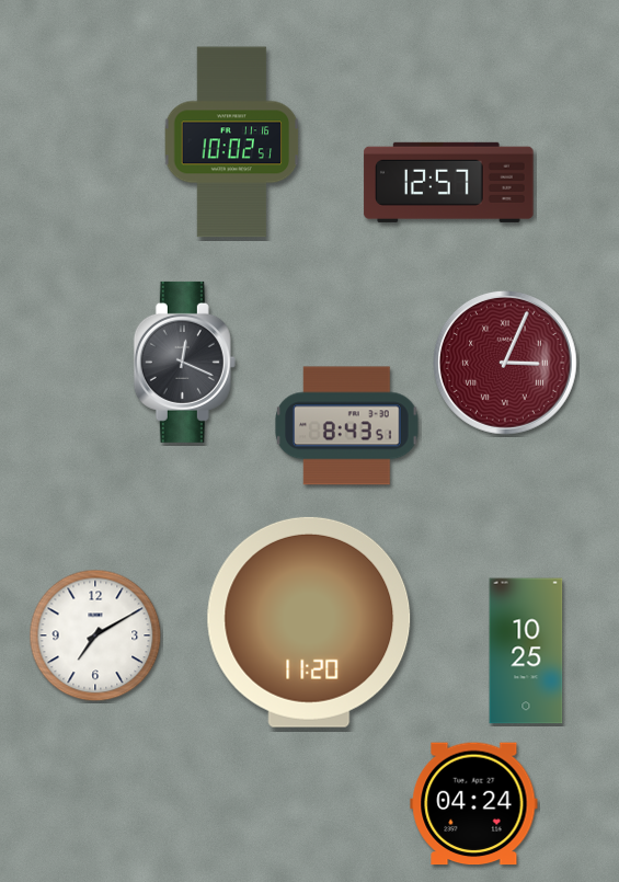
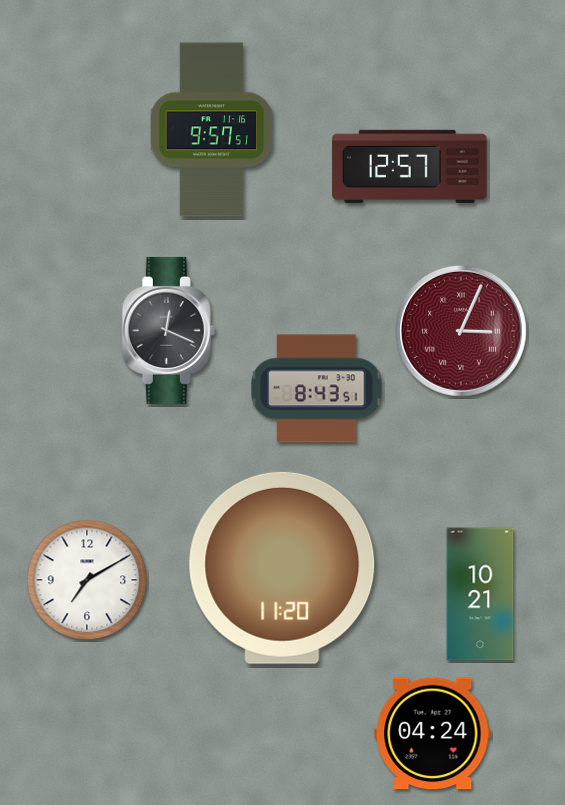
clock at (232, 142): 10:02 -> 9:57
clock at (526, 651): 10:25 -> 10:21
